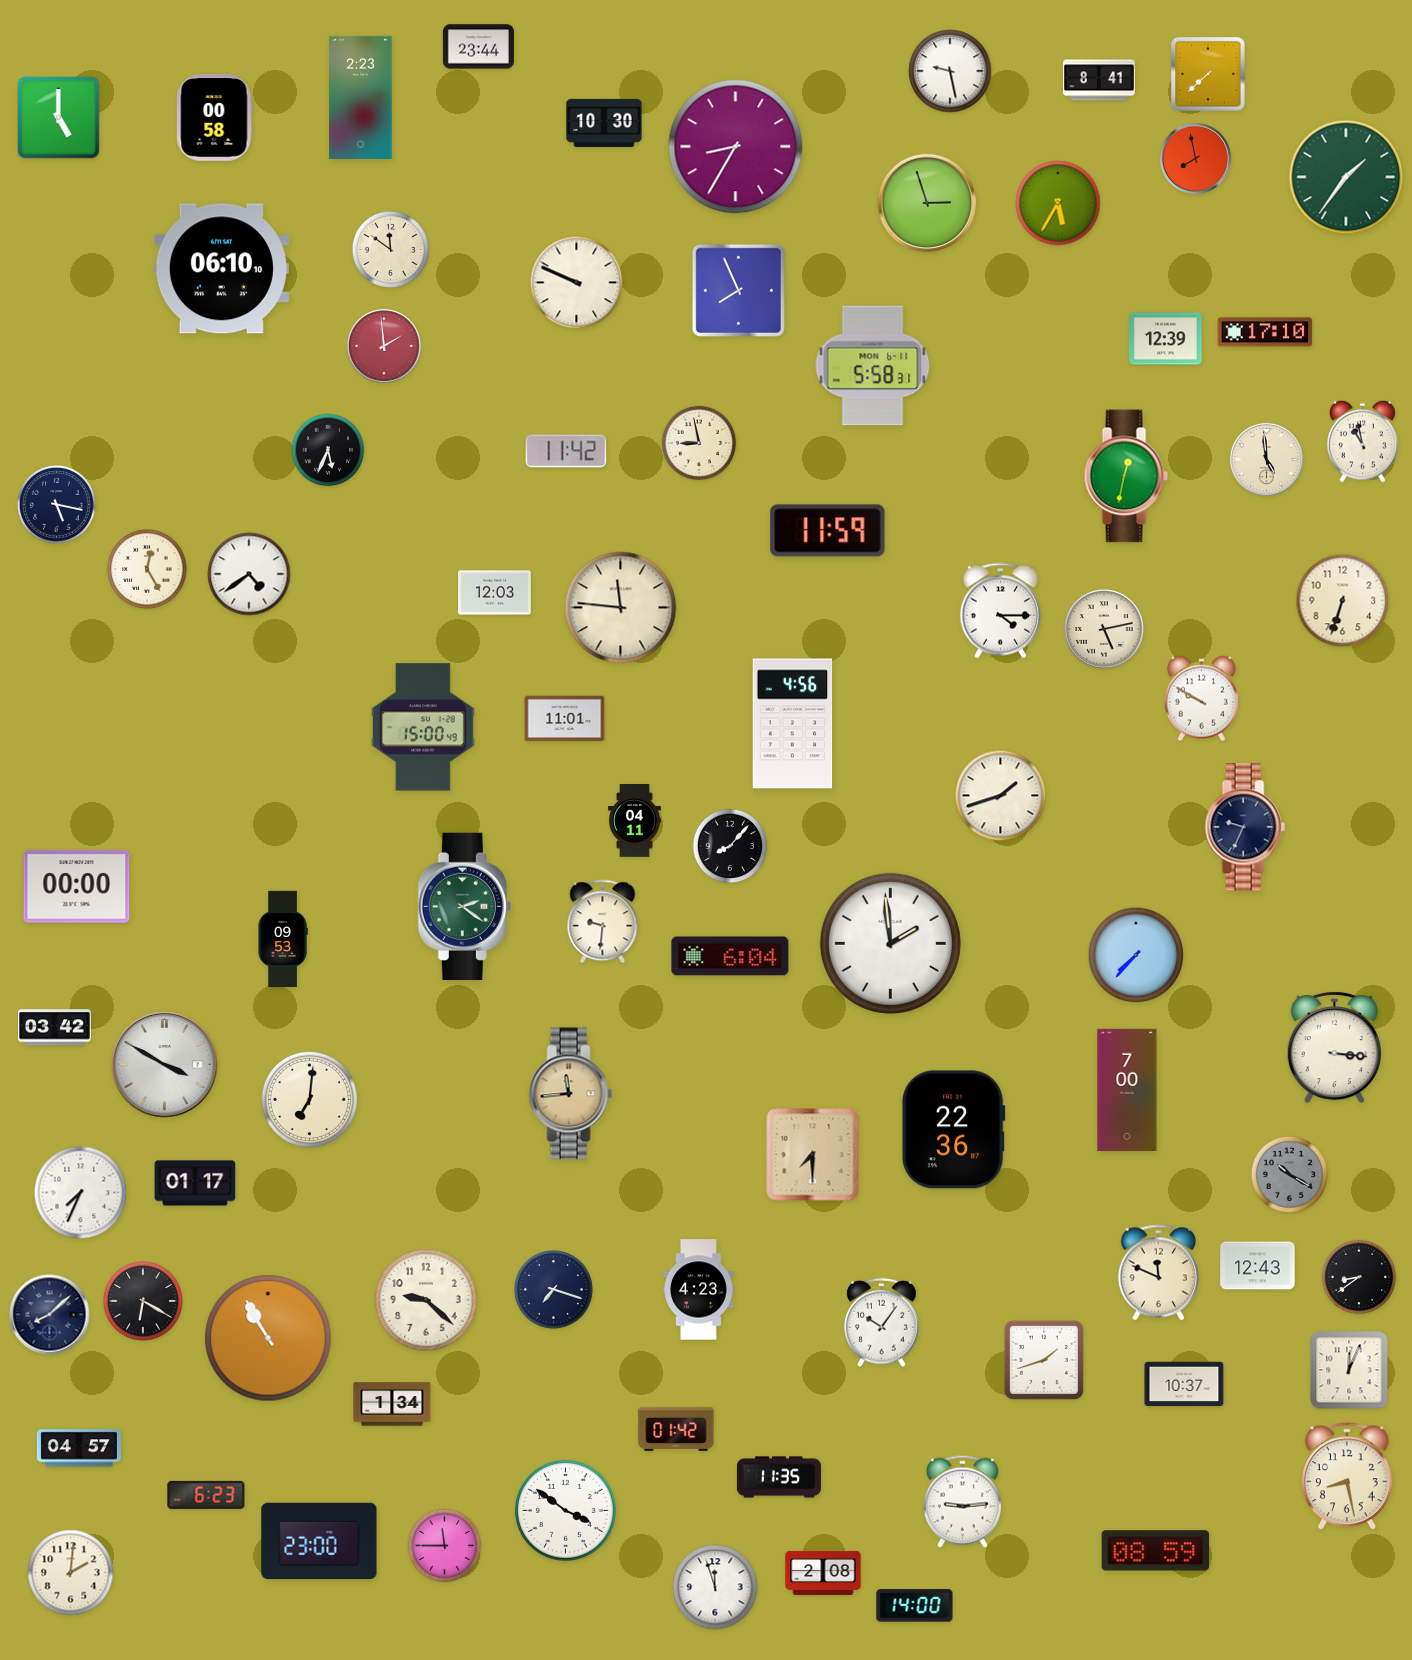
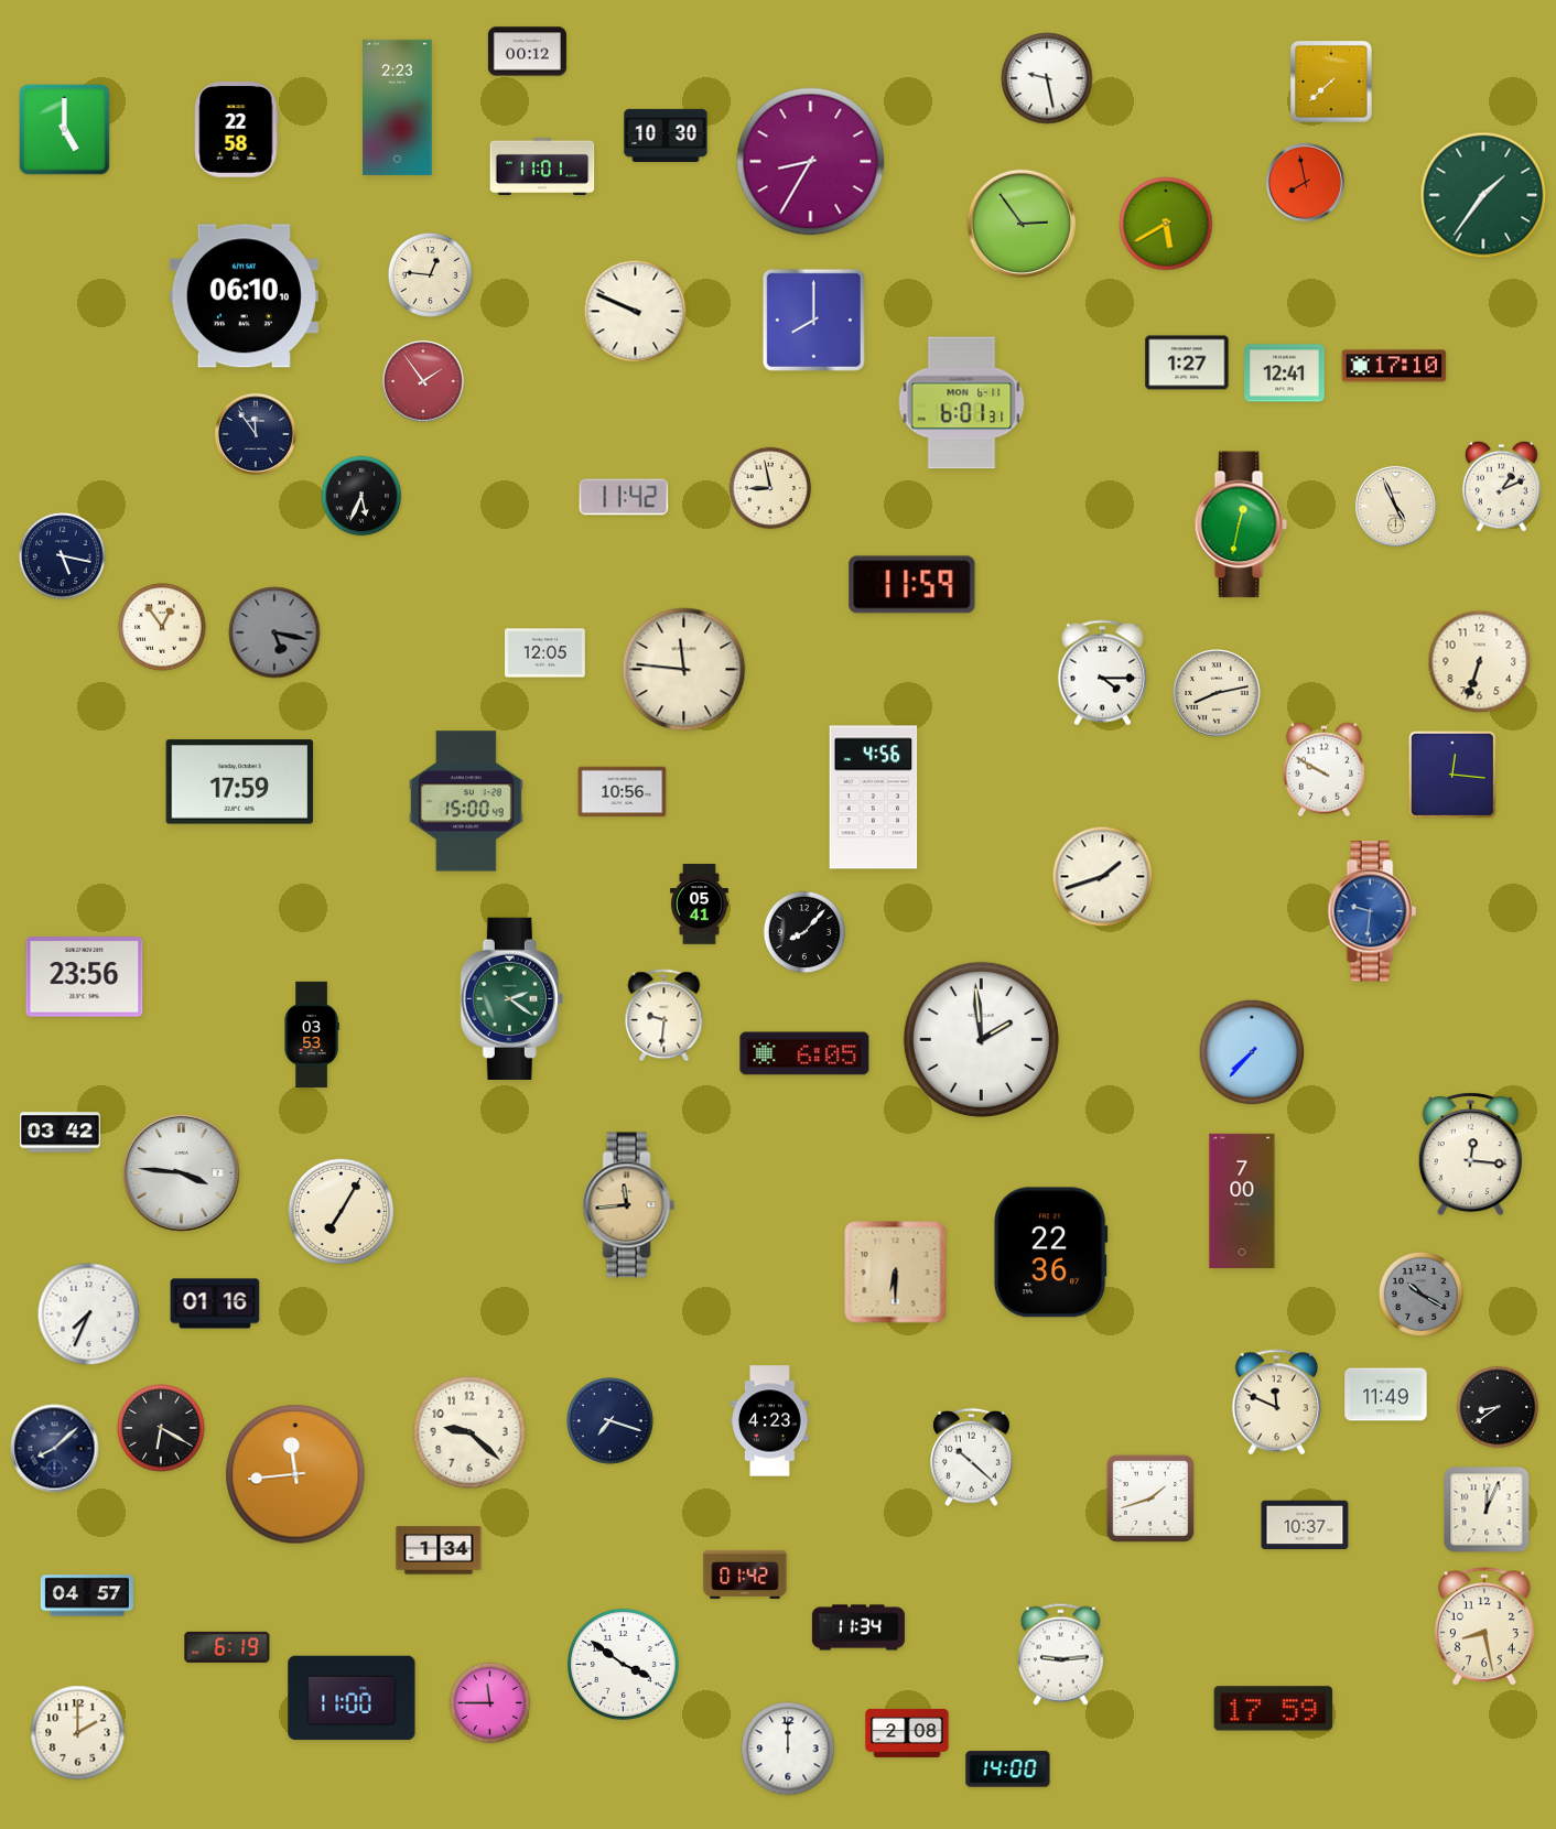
clock at (478, 47): 23:44 -> 00:12
clock at (1099, 80): 8:41 -> none
clock at (215, 118): 00:58 -> 22:58
clock at (542, 166): none -> 11:01
clock at (1195, 158) position: (1195, 158) -> (1305, 182)
clock at (926, 202): 2:57 -> 2:54
clock at (1058, 203): 5:35 -> 5:40
clock at (390, 249): 11:51 -> 12:46
clock at (738, 290): 7:56 -> 8:00
clock at (1187, 362): none -> 1:27
clock at (1166, 339): 12:39 -> 12:41
clock at (384, 346): 1:59 -> 1:54
clock at (873, 366): 5:58 -> 6:01
clock at (256, 434): none -> 11:54
clock at (1363, 441): 10:58 -> 1:11
clock at (1266, 459): 4:59 -> 4:56
clock at (147, 569): 12:25 -> 12:54
clock at (249, 574): 4:39 -> 5:17
clock at (249, 574) dial: white -> grey
clock at (495, 593): 12:03 -> 12:05
clock at (1104, 629): 5:13 -> 8:13
clock at (1452, 775): none -> 12:16
clock at (240, 782): none -> 17:59
clock at (565, 719): 11:01 -> 10:56
clock at (635, 821): 04:11 -> 05:41
clock at (1245, 827): 9:34 -> 9:31
clock at (1245, 827) dial: navy -> blue
clock at (77, 887): 00:00 -> 23:56
clock at (283, 938): 09:53 -> 03:53
clock at (730, 956): 6:04 -> 6:05
clock at (1334, 1048): 3:16 -> 12:16
clock at (165, 1065): 3:50 -> 3:46
clock at (310, 1100): 7:01 -> 7:05
clock at (953, 1130) position: (953, 1130) -> (1050, 1253)
clock at (813, 1155): 7:30 -> 6:30
clock at (195, 1183): 01:17 -> 01:16
clock at (1258, 1266): 12:43 -> 11:49
clock at (143, 1301) position: (143, 1301) -> (161, 1428)
clock at (882, 1323): 10:06 -> 10:22
clock at (268, 1338): 10:55 -> 11:44
clock at (392, 1404) position: (392, 1404) -> (439, 1550)
clock at (779, 1477): 11:35 -> 11:34
clock at (206, 1495): 6:23 -> 6:19
clock at (319, 1541): 23:00 -> 11:00
clock at (1156, 1551): 08:59 -> 17:59
clock at (71, 1573): 2:01 -> 2:00
clock at (715, 1587): 11:57 -> 12:00
